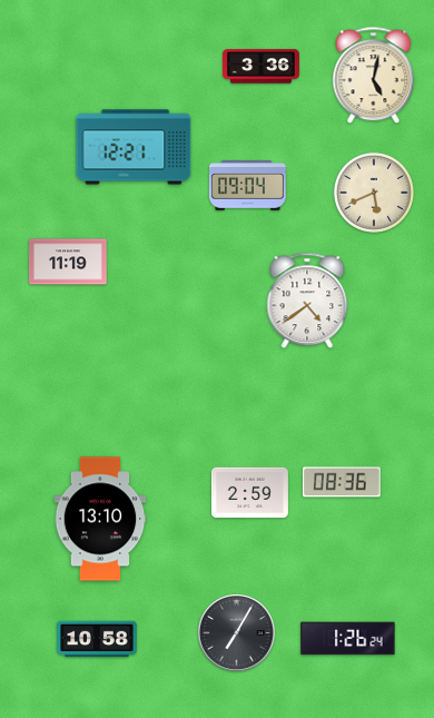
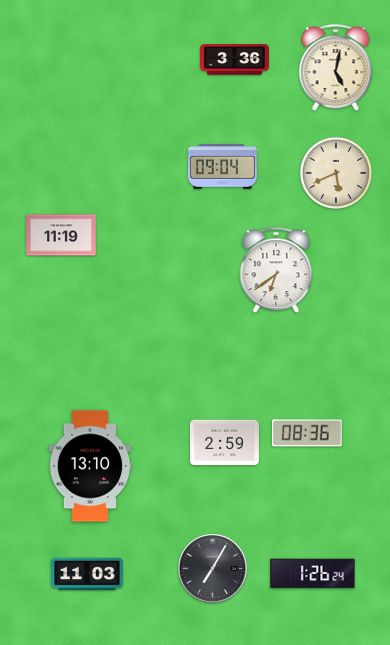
clock at (134, 147): 12:21 -> none
clock at (307, 301): 4:39 -> 6:39
clock at (97, 639): 10:58 -> 11:03
